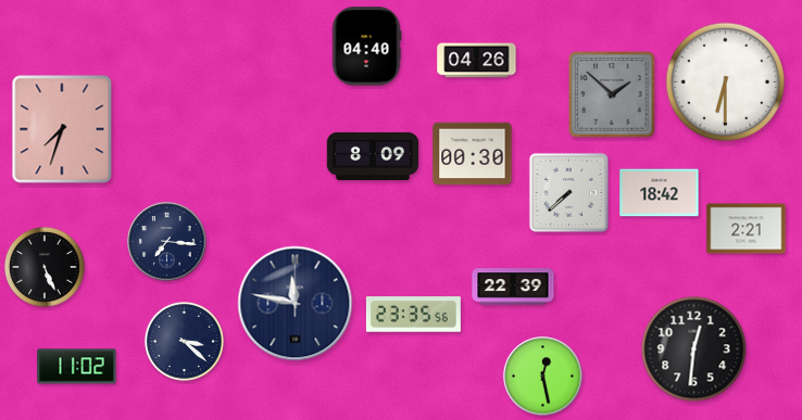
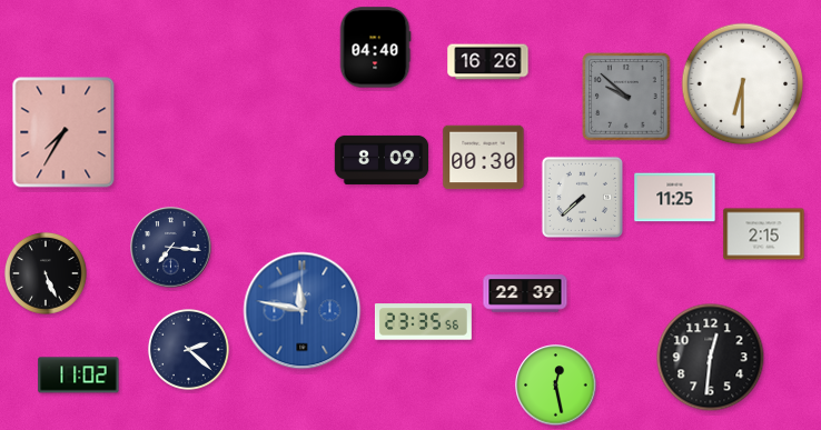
clock at (477, 61): 04:26 -> 16:26
clock at (612, 94): 1:52 -> 9:52
clock at (62, 129): 7:33 -> 7:35
clock at (660, 193): 18:42 -> 11:25
clock at (747, 229): 2:21 -> 2:15
clock at (296, 304) dial: navy -> blue
clock at (184, 341): 3:22 -> 2:22
